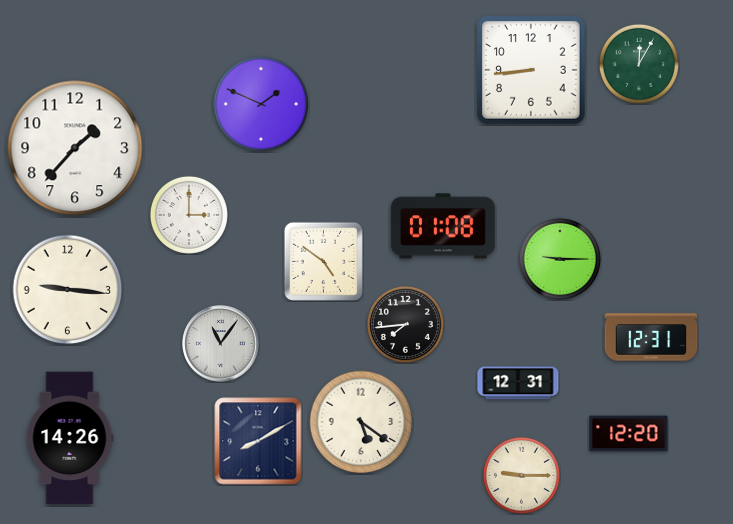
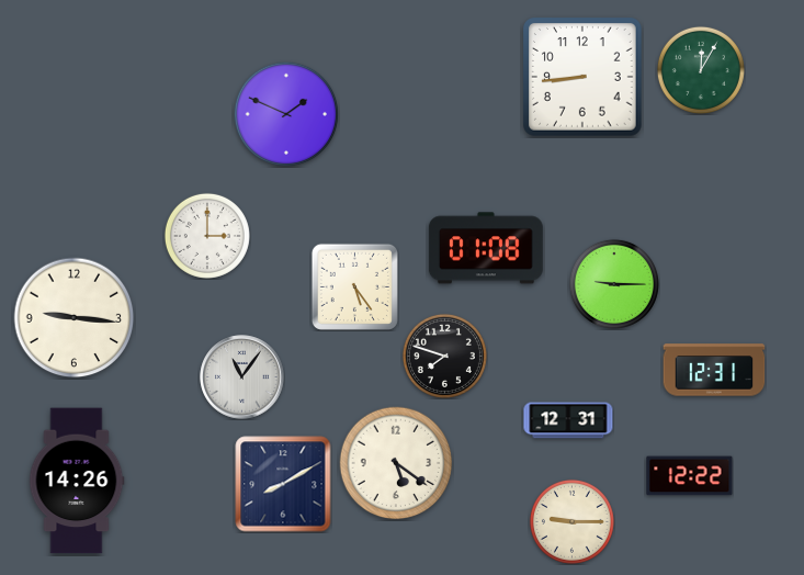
clock at (75, 148): 1:37 -> none
clock at (323, 261): 4:51 -> 5:24
clock at (405, 324): 7:44 -> 7:48
clock at (629, 434): 12:20 -> 12:22
